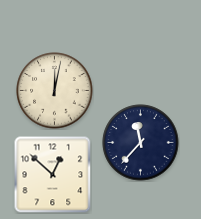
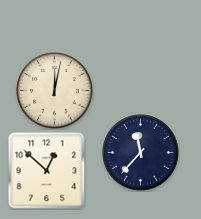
clock at (141, 143) position: (141, 143) -> (141, 153)
clock at (52, 174) position: (52, 174) -> (46, 170)
